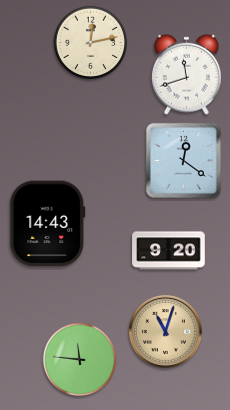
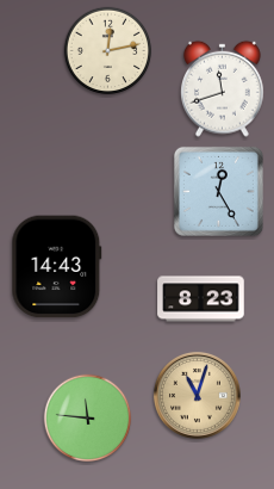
clock at (183, 160): 12:21 -> 12:25
clock at (169, 251): 9:20 -> 8:23
clock at (80, 360) position: (80, 360) -> (88, 419)
